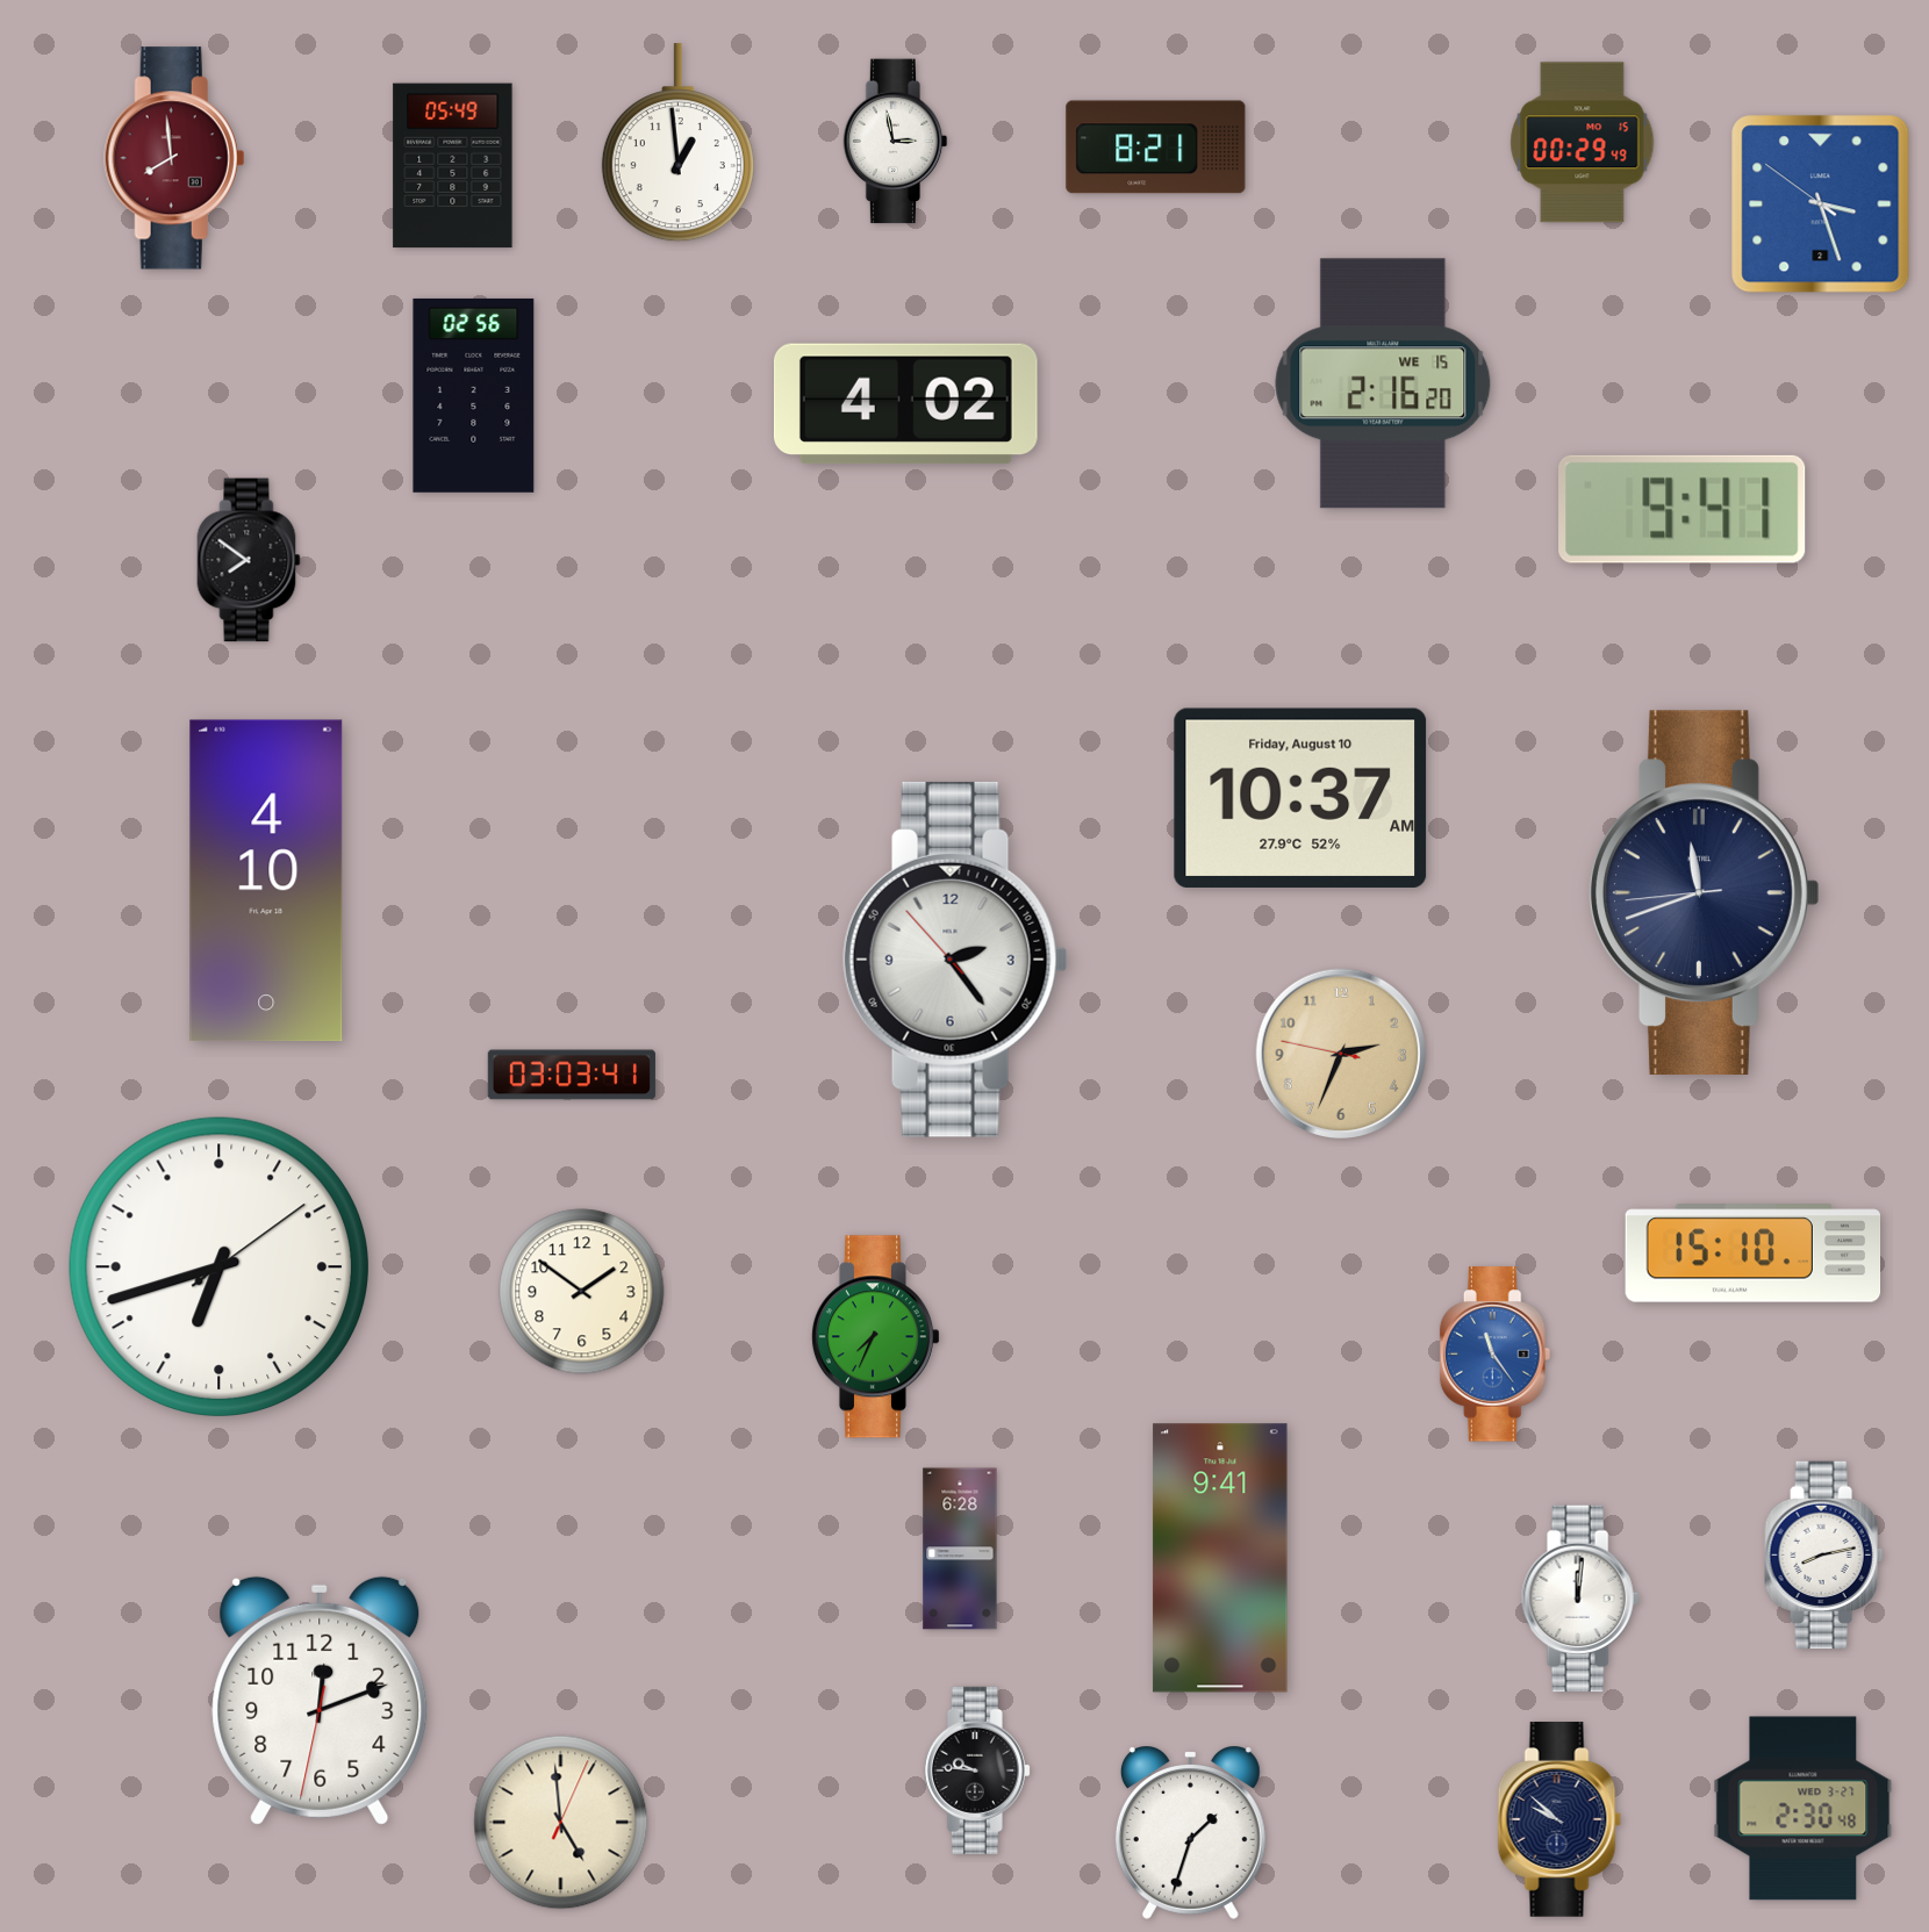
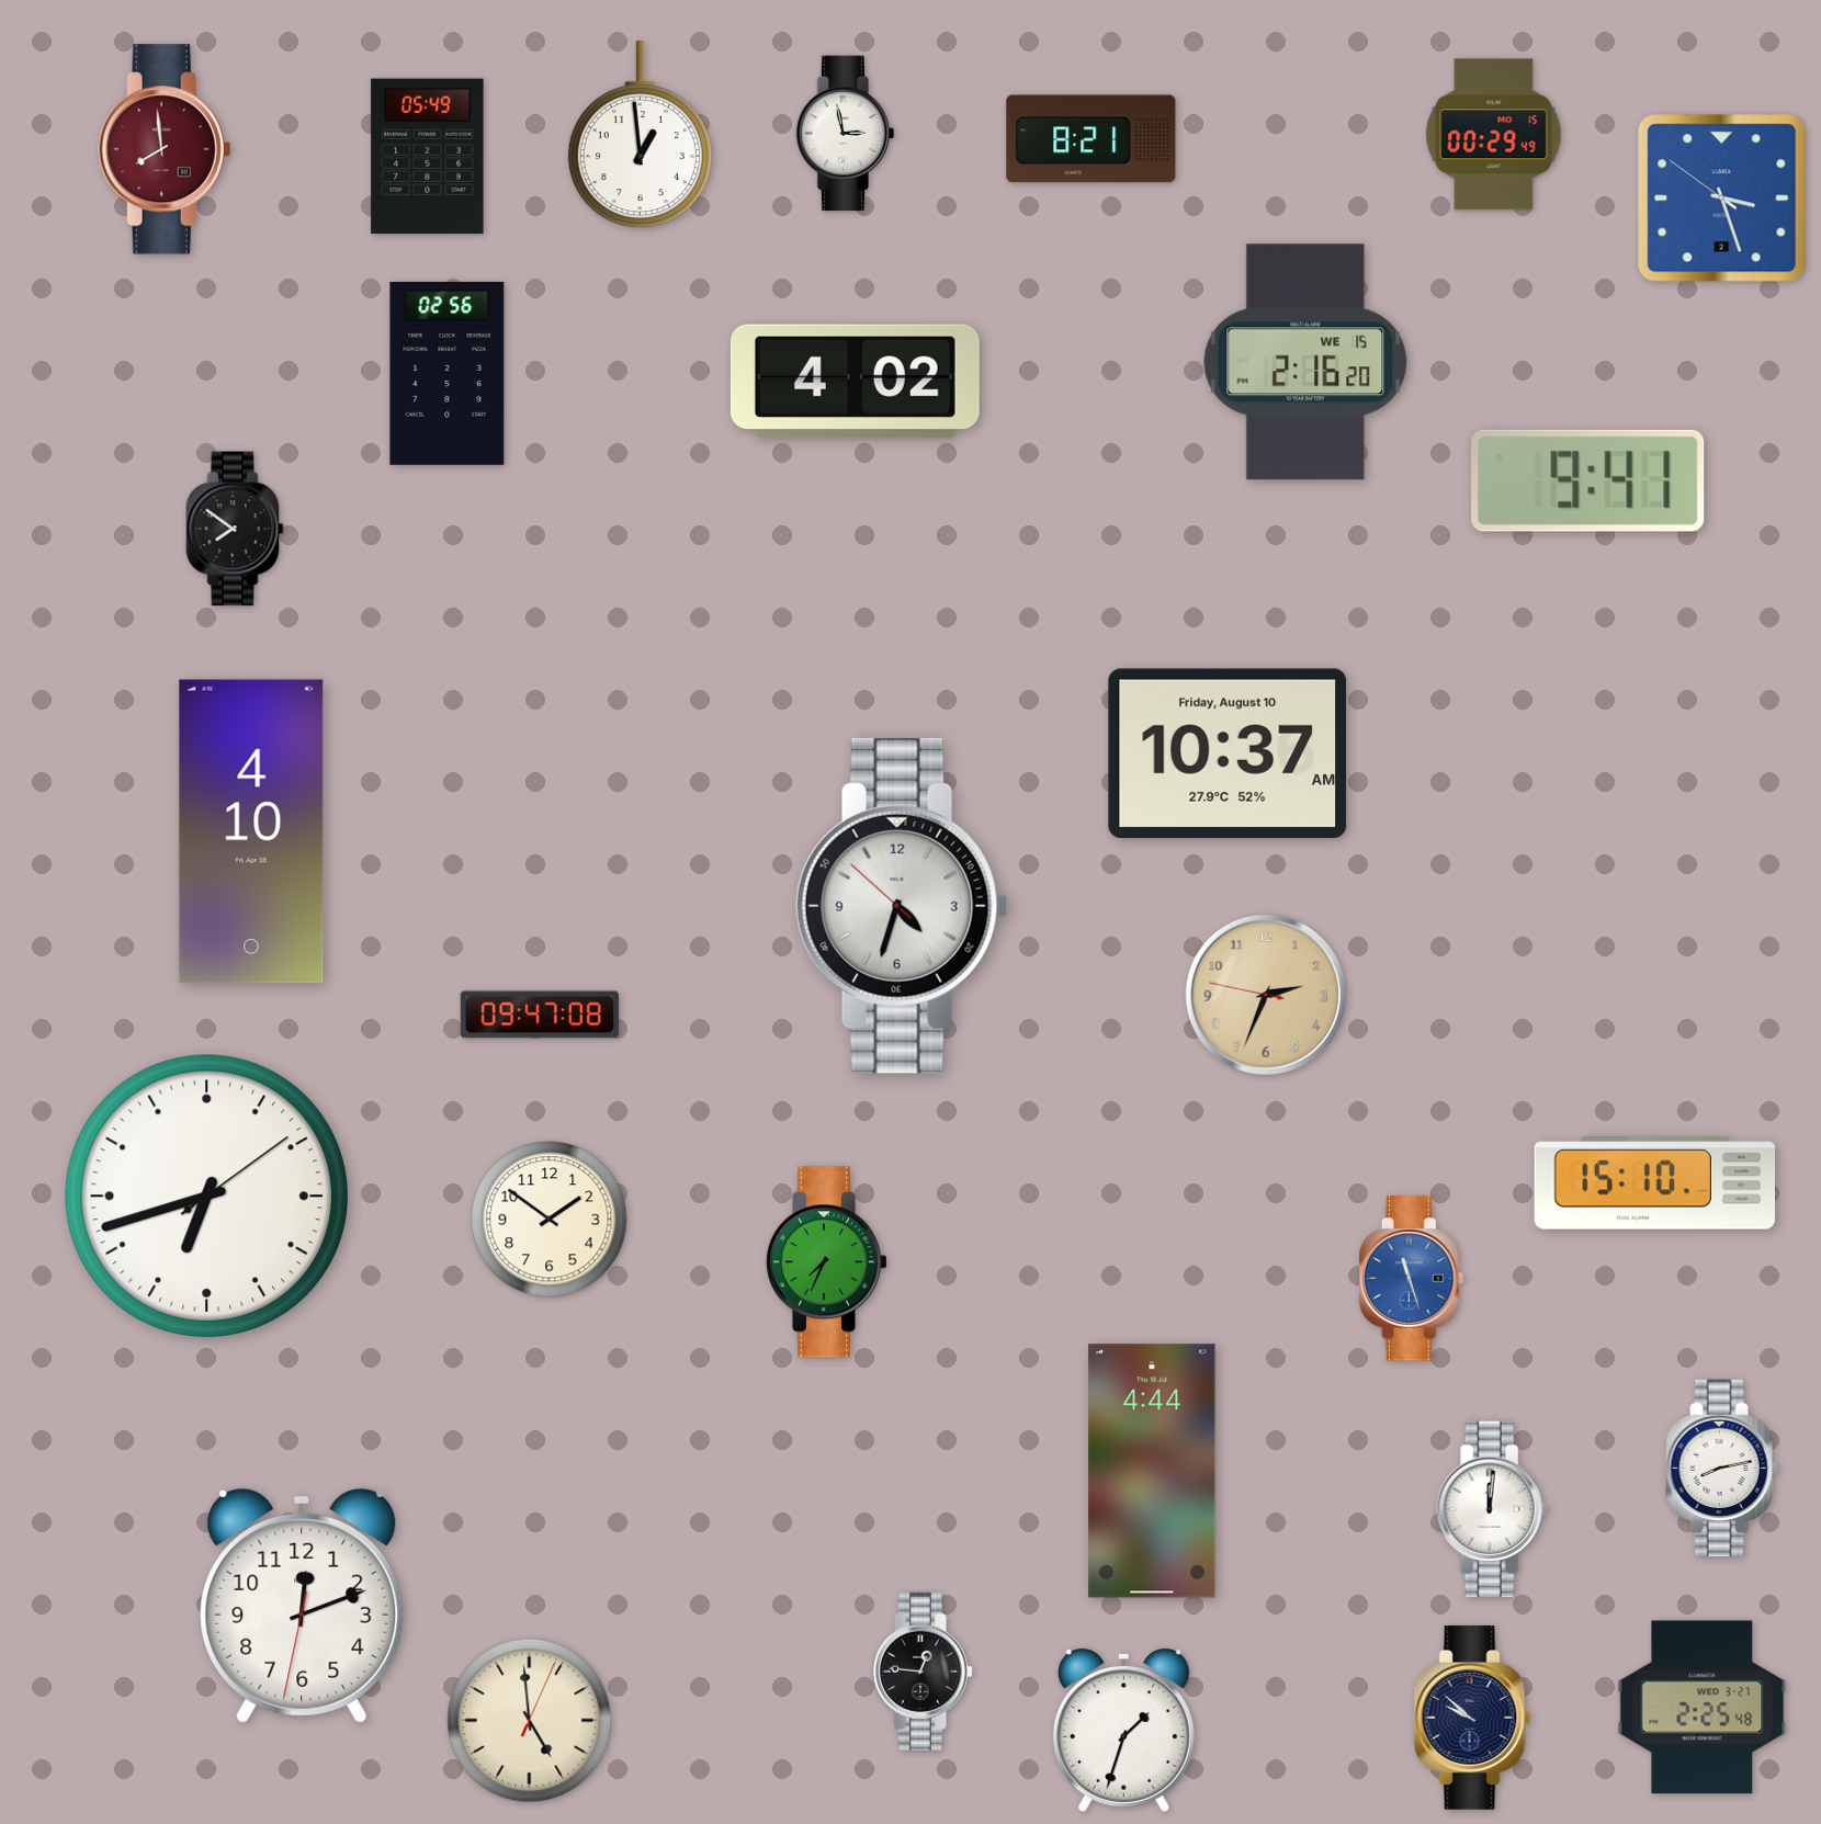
clock at (1821, 204) position: (1821, 204) -> (1722, 199)
clock at (1705, 893): 11:41 -> none
clock at (955, 960): 2:23 -> 4:32
clock at (572, 1075): 03:03 -> 09:47
clock at (1496, 1355): 11:24 -> 11:27
clock at (960, 1549): 6:28 -> none
clock at (1220, 1558): 9:41 -> 4:44
clock at (977, 1771): 9:46 -> 12:46
clock at (1803, 1809): 2:30 -> 2:25
